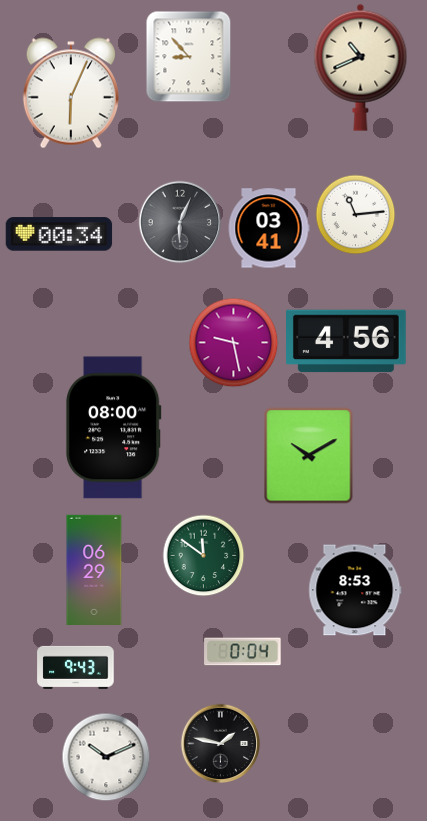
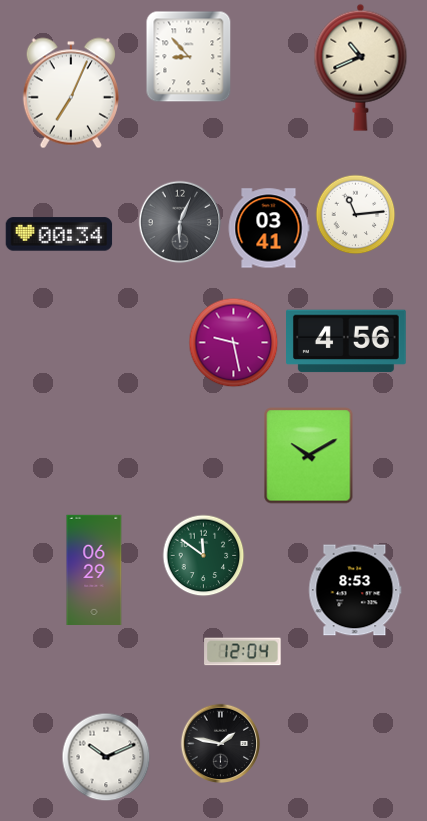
clock at (71, 93): 6:04 -> 7:04
clock at (113, 428): 08:00 -> none
clock at (243, 652): 0:04 -> 12:04
clock at (76, 667): 9:43 -> none
